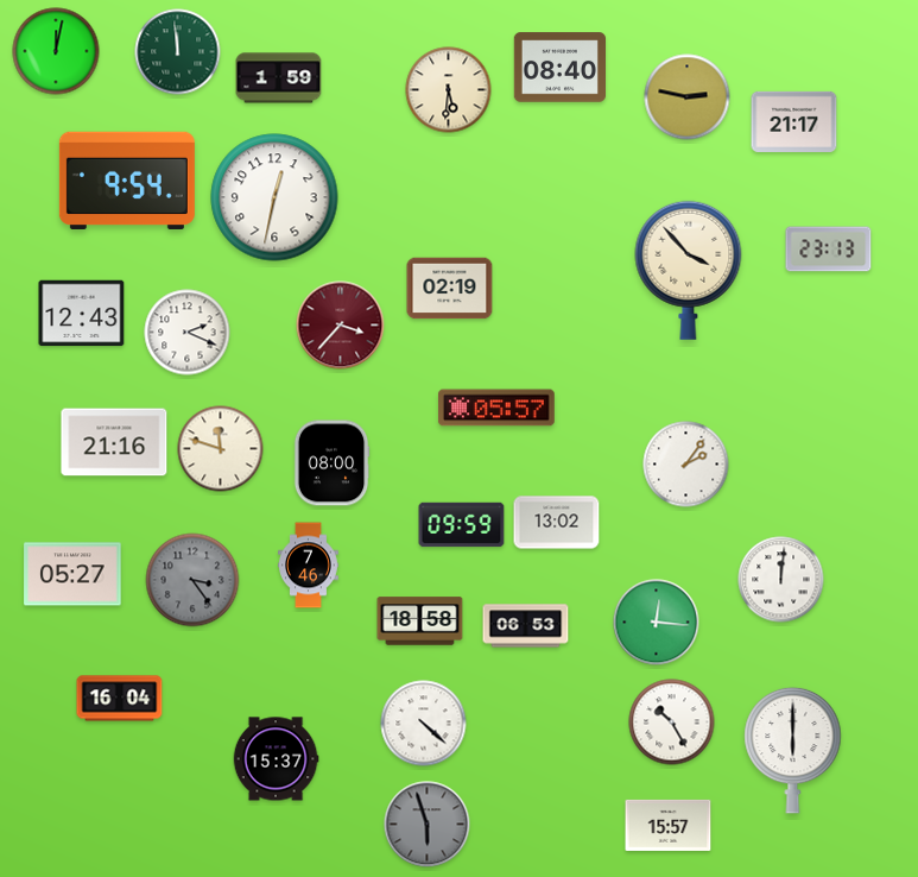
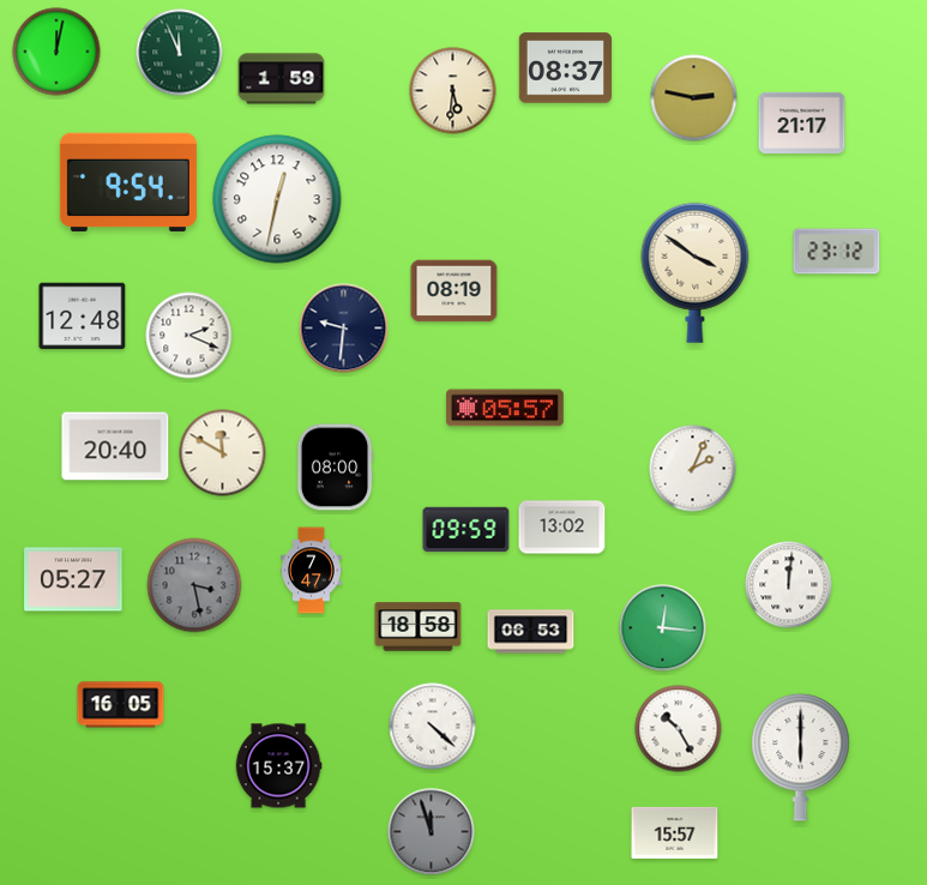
clock at (178, 52): 11:59 -> 11:56
clock at (559, 68): 08:40 -> 08:37
clock at (829, 250): 23:13 -> 23:12
clock at (689, 270): 3:53 -> 3:51
clock at (450, 289): 02:19 -> 08:19
clock at (82, 314): 12:43 -> 12:48
clock at (341, 326): 3:37 -> 9:31
clock at (341, 326) dial: burgundy -> navy
clock at (496, 408) position: (496, 408) -> (505, 408)
clock at (114, 442): 21:16 -> 20:40
clock at (221, 449): 11:48 -> 11:50
clock at (686, 465): 2:06 -> 2:04
clock at (309, 566): 7:46 -> 7:47
clock at (192, 580): 3:24 -> 3:28
clock at (420, 622) position: (420, 622) -> (419, 627)
clock at (120, 699): 16:04 -> 16:05
clock at (424, 724) position: (424, 724) -> (433, 727)
clock at (428, 825): 5:57 -> 11:57
